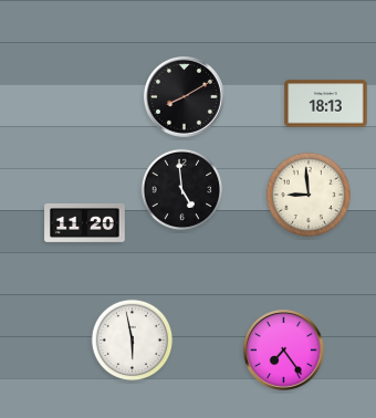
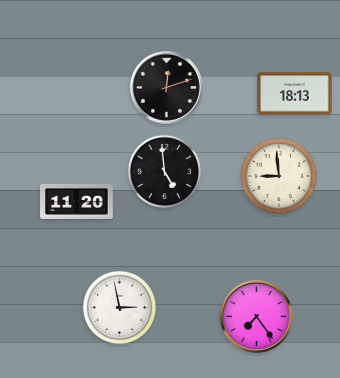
clock at (184, 96): 8:10 -> 12:12
clock at (133, 341): 5:58 -> 2:58
